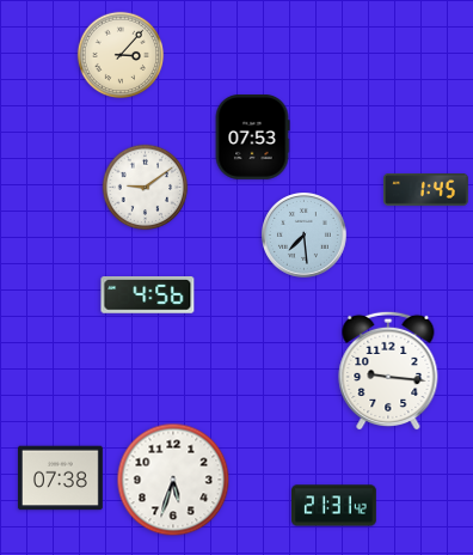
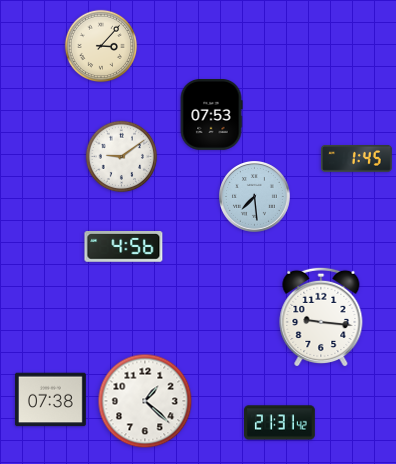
clock at (388, 371) position: (388, 371) -> (321, 317)
clock at (173, 480): 5:33 -> 1:22
